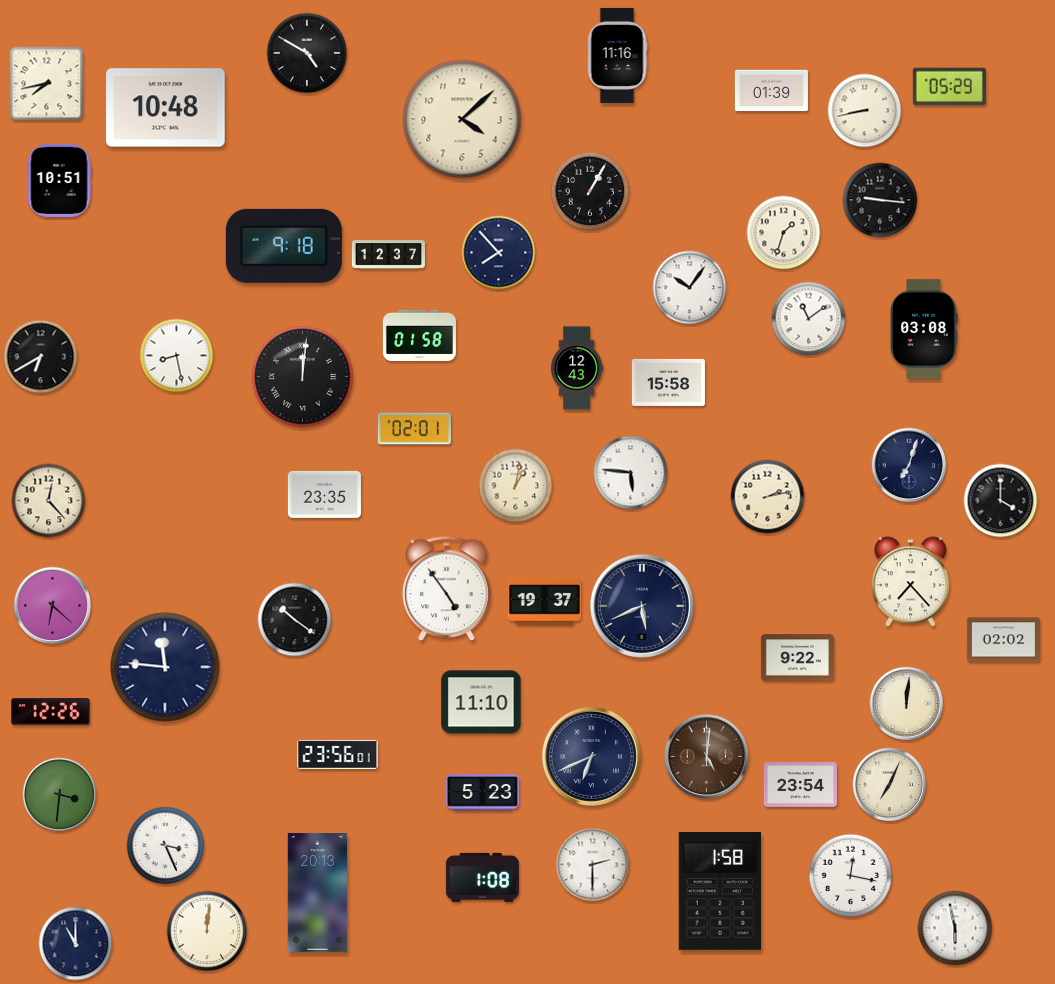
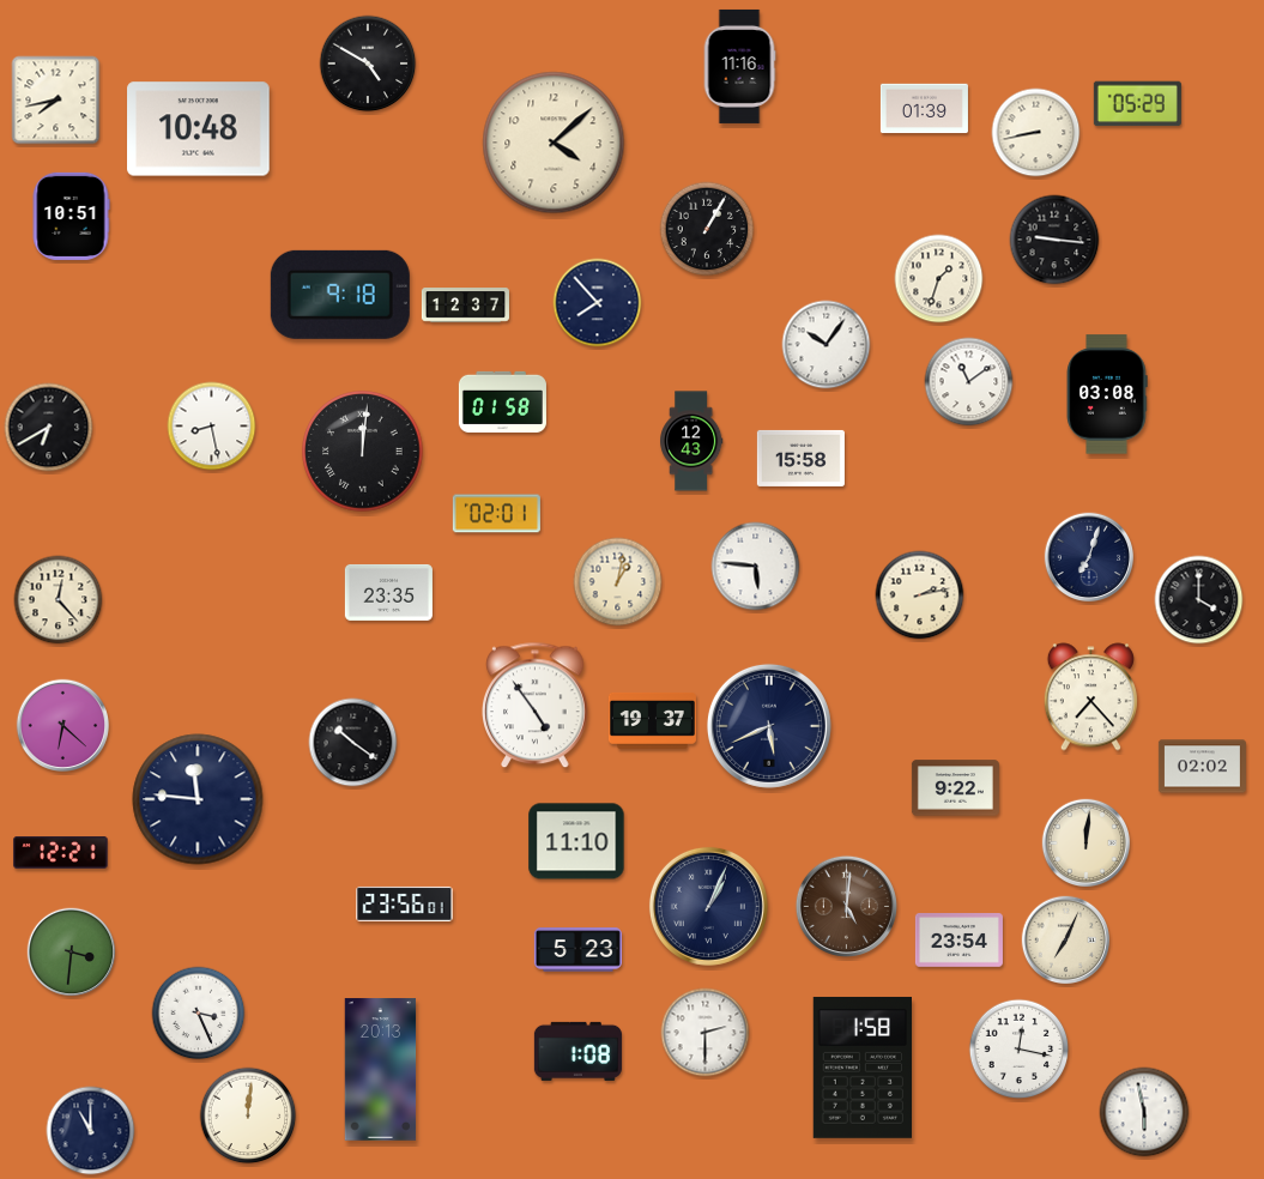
clock at (51, 712): 12:26 -> 12:21
clock at (591, 756): 6:41 -> 1:04
clock at (593, 865) position: (593, 865) -> (706, 1033)
